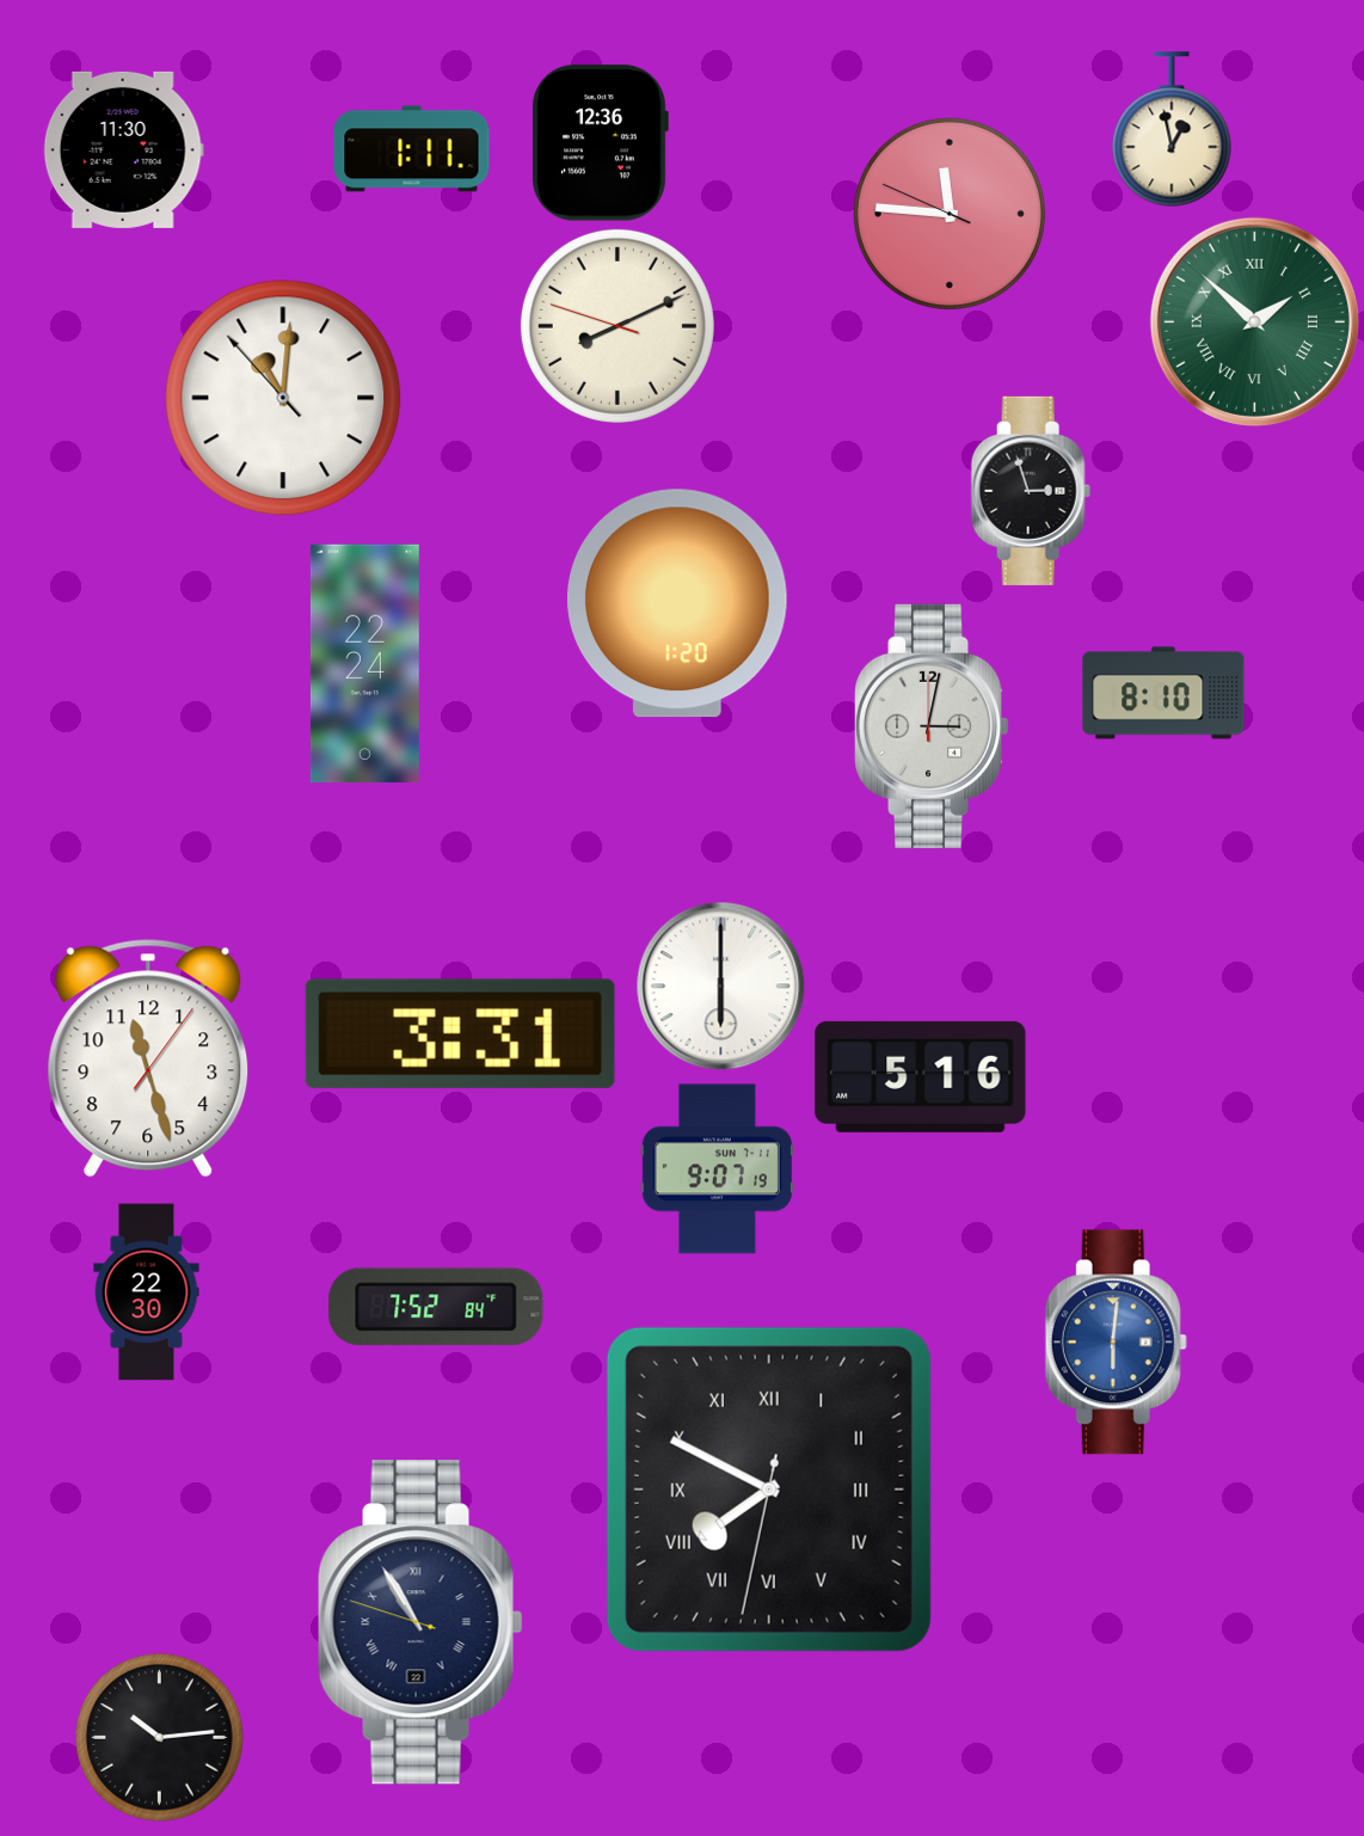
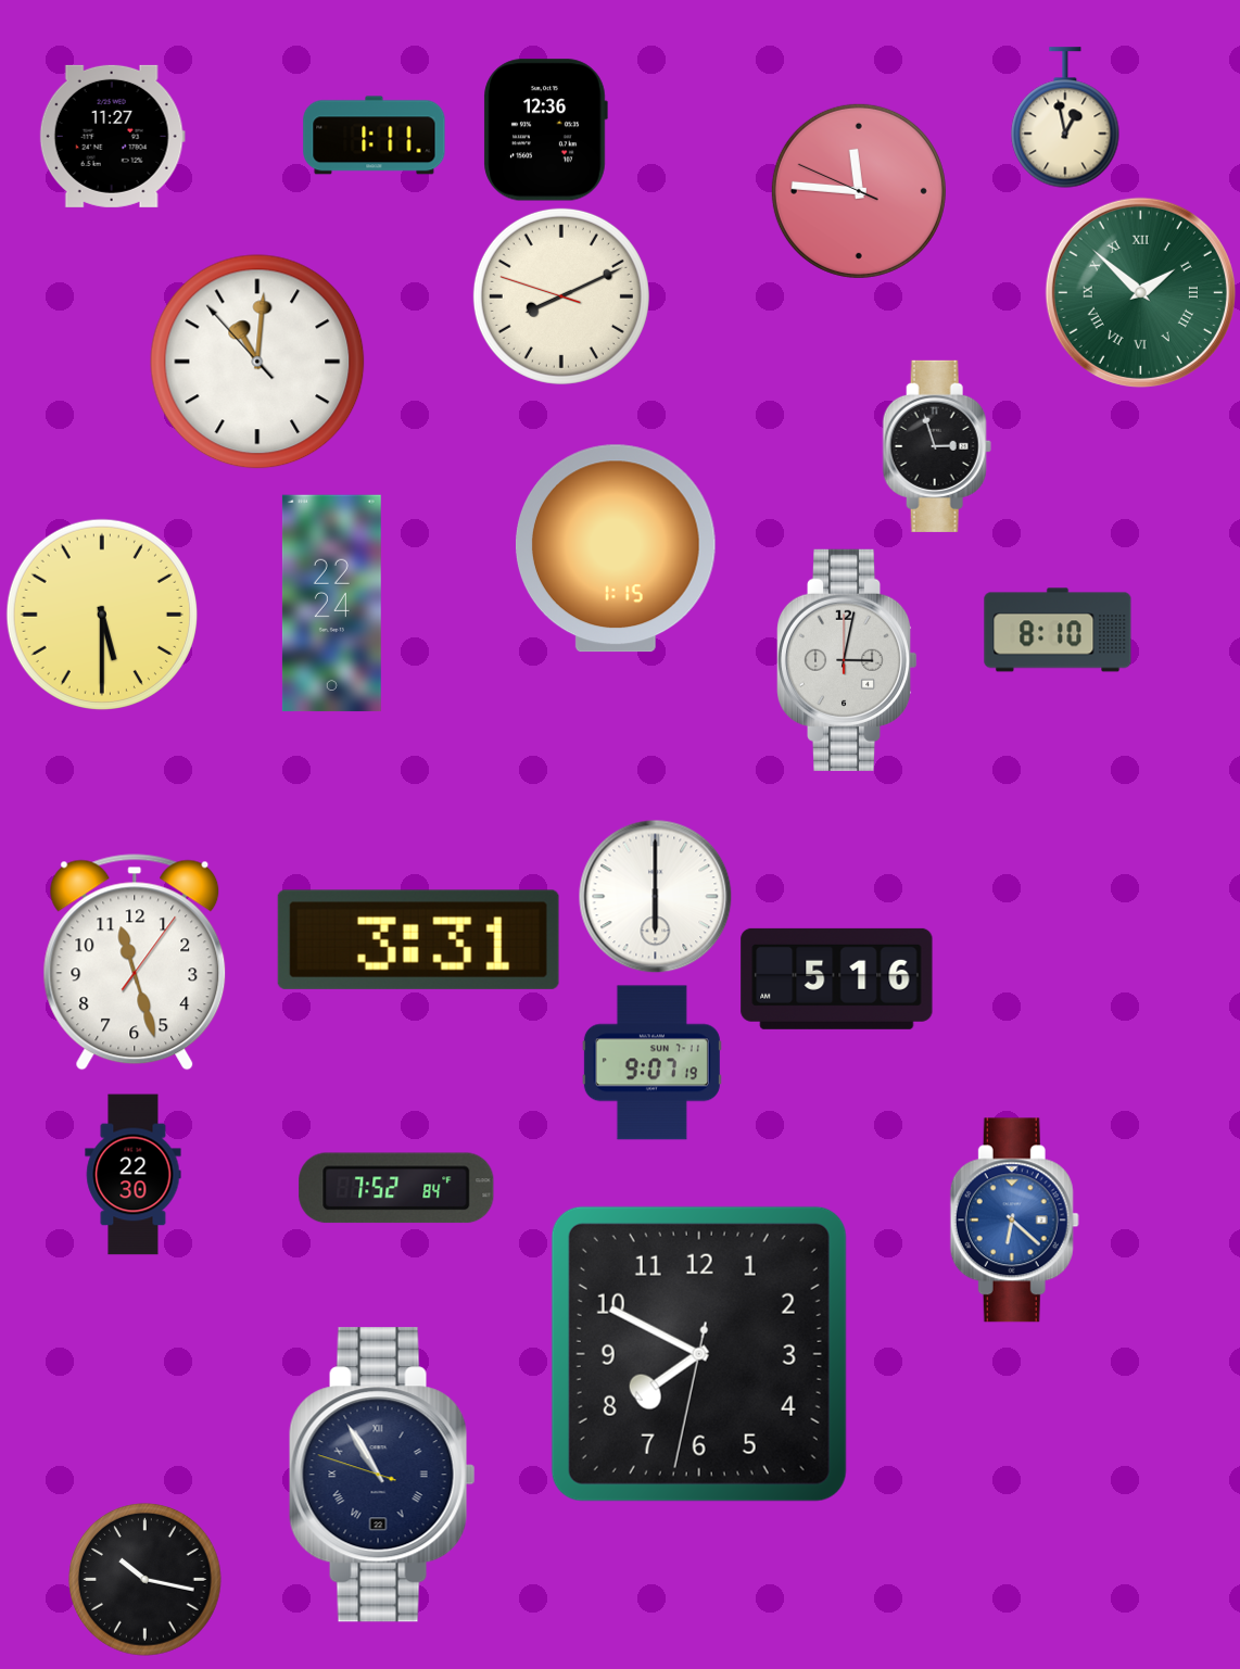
clock at (123, 149): 11:30 -> 11:27
clock at (950, 214) position: (950, 214) -> (859, 191)
clock at (677, 603): 1:20 -> 1:15
clock at (102, 615): none -> 5:30
clock at (1116, 1343): 6:01 -> 6:22
clock at (769, 1490) numerals: Roman -> Arabic
clock at (160, 1738): 10:14 -> 10:17
